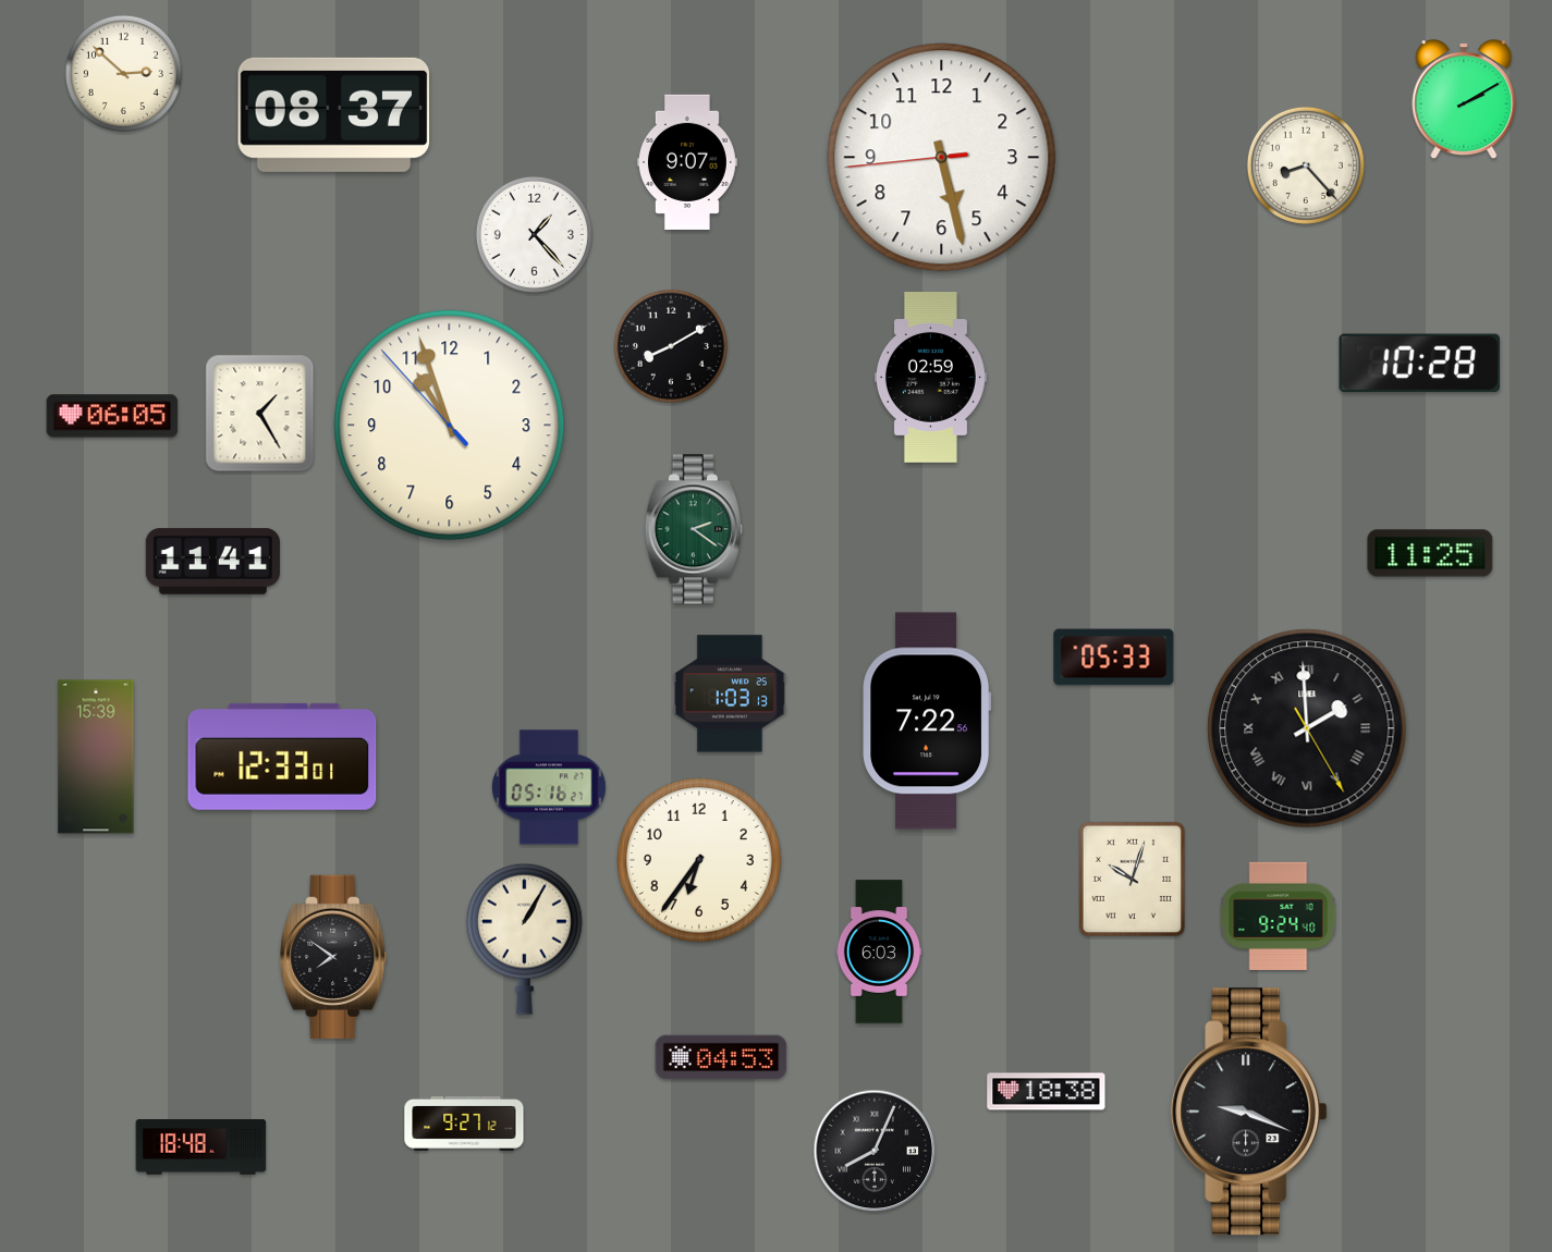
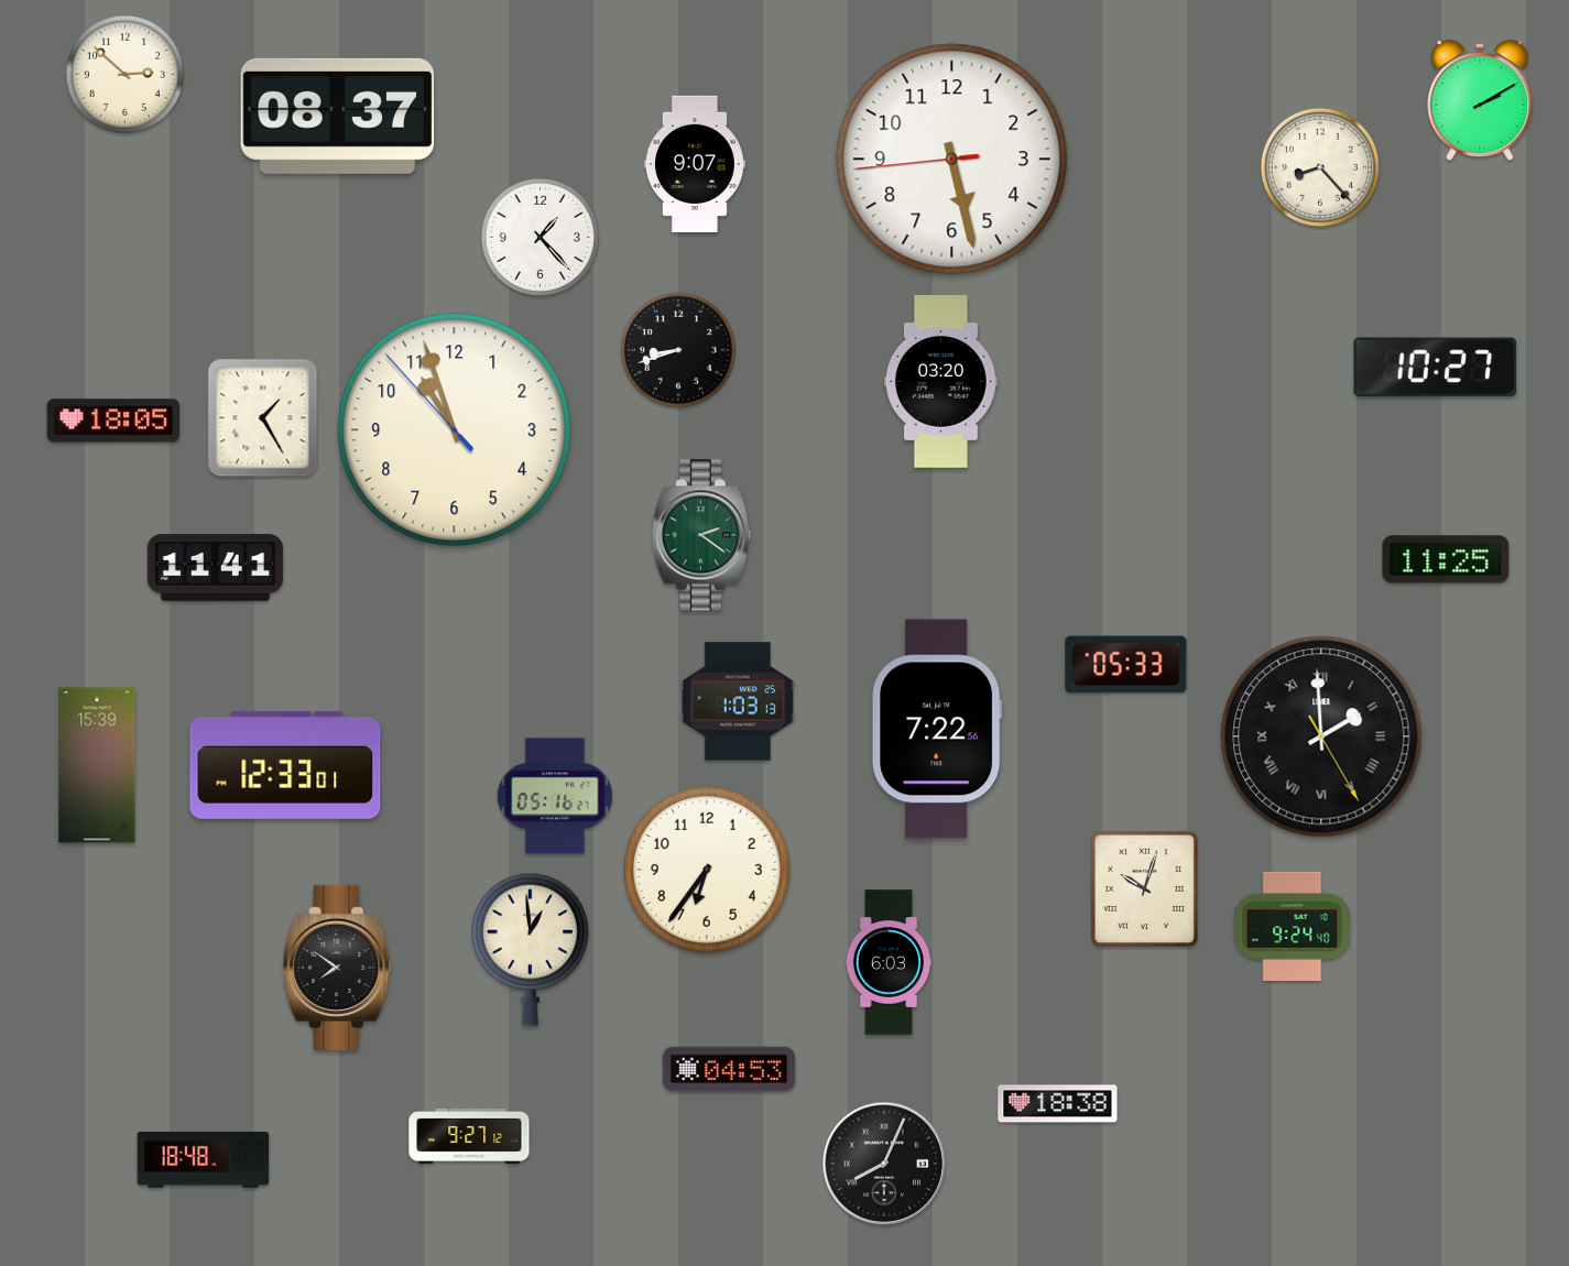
clock at (671, 346): 8:10 -> 8:42
clock at (1420, 364): 10:28 -> 10:27
clock at (930, 378): 02:59 -> 03:20
clock at (112, 416): 06:05 -> 18:05
clock at (524, 938): 1:05 -> 12:59
clock at (1249, 1112): 9:19 -> none
